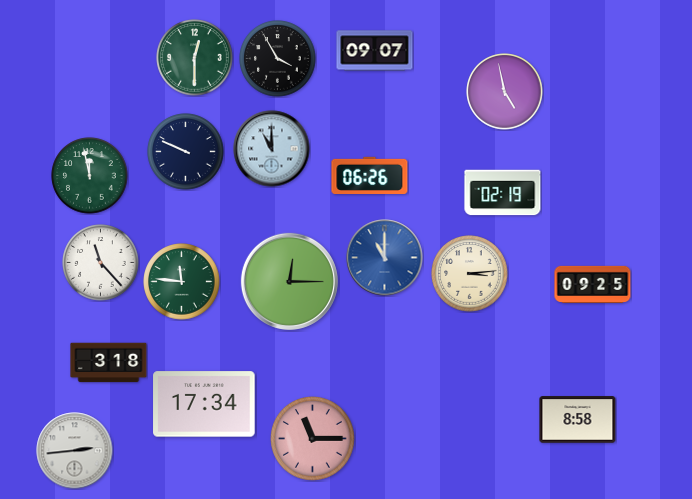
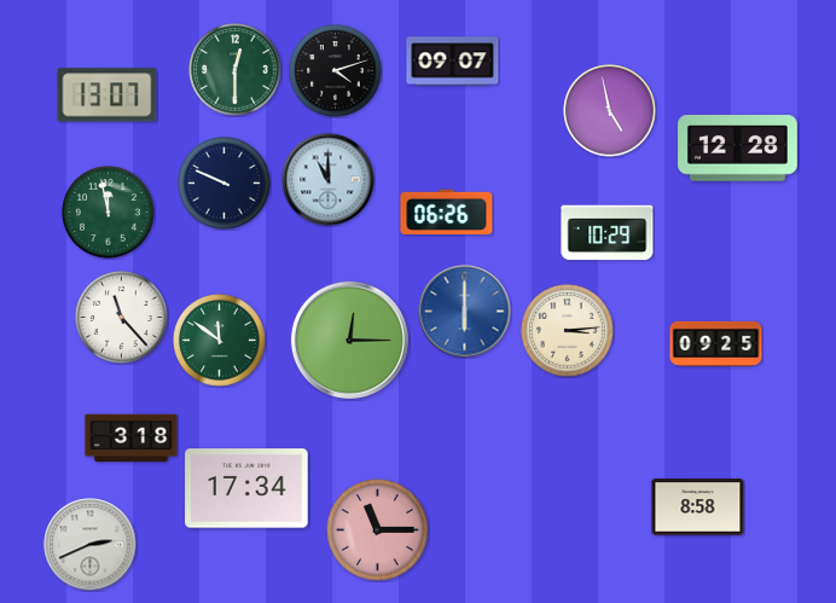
clock at (278, 59): 3:55 -> 4:12
clock at (108, 95): none -> 13:07
clock at (738, 149): none -> 12:28
clock at (503, 193): 02:19 -> 10:29
clock at (385, 258): 11:00 -> 6:00
clock at (182, 282): 11:46 -> 11:51
clock at (75, 451): 2:44 -> 2:41
